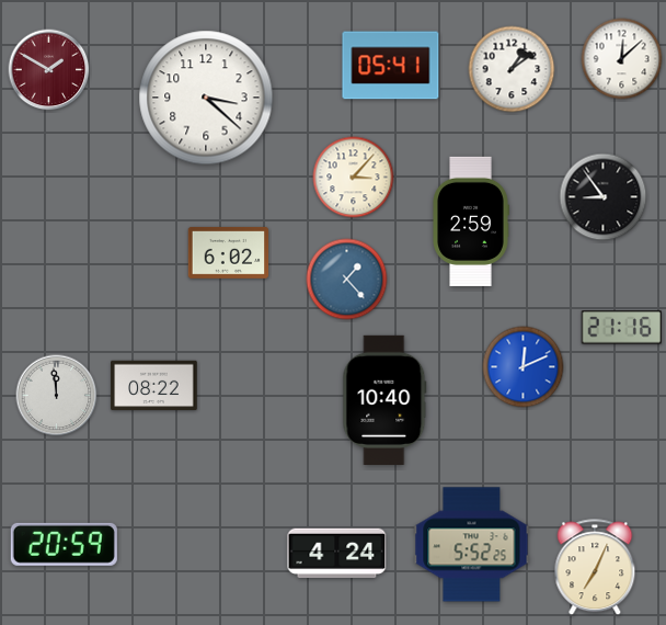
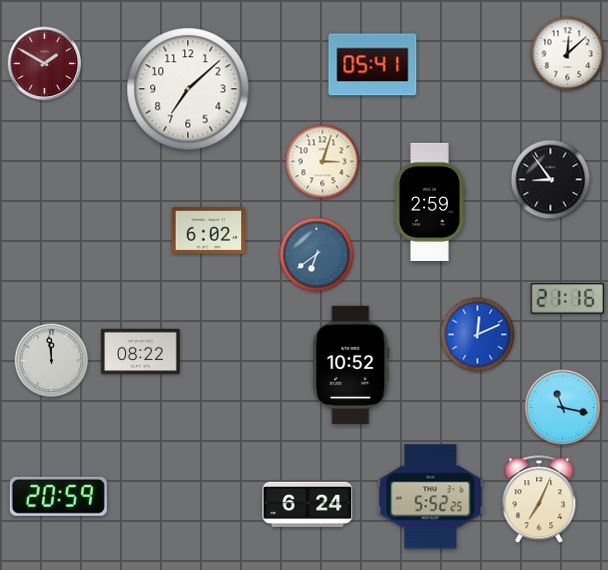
clock at (391, 66) position: (391, 66) -> (373, 65)
clock at (512, 69): 1:09 -> none
clock at (206, 98): 3:22 -> 7:08
clock at (354, 178): 3:07 -> 3:03
clock at (347, 280): 1:23 -> 6:39
clock at (384, 400): 10:40 -> 10:52
clock at (563, 408): none -> 11:17
clock at (337, 553): 4:24 -> 6:24
clock at (595, 568) position: (595, 568) -> (539, 500)
